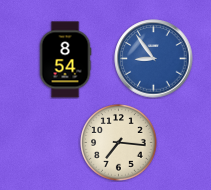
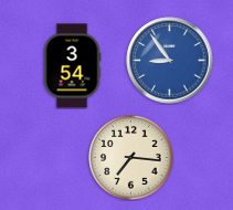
clock at (154, 59) position: (154, 59) -> (170, 61)
clock at (65, 60): 8:54 -> 3:54
